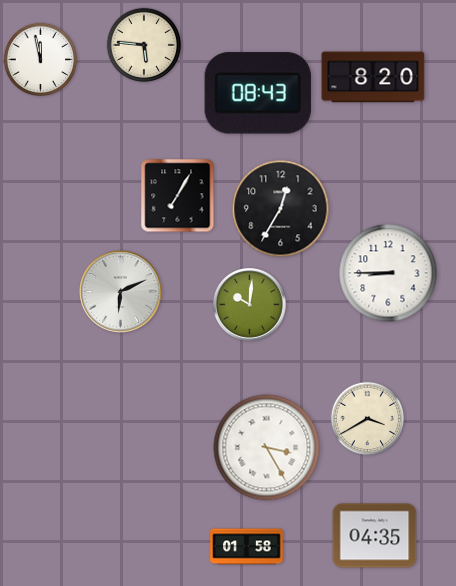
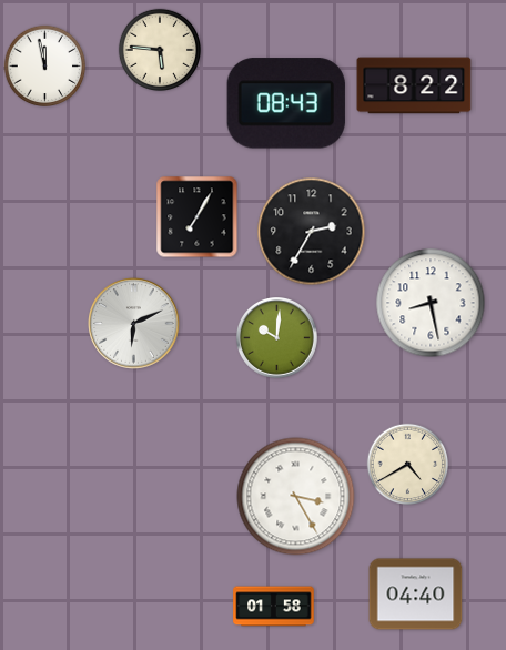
clock at (373, 77): 8:20 -> 8:22
clock at (281, 209): 12:35 -> 2:35
clock at (388, 273): 8:45 -> 8:28
clock at (368, 419): 3:40 -> 4:40
clock at (375, 536): 04:35 -> 04:40
